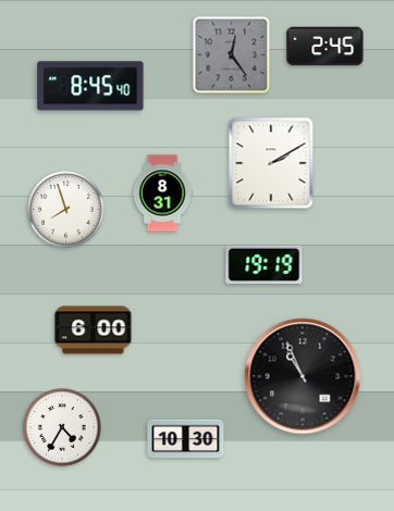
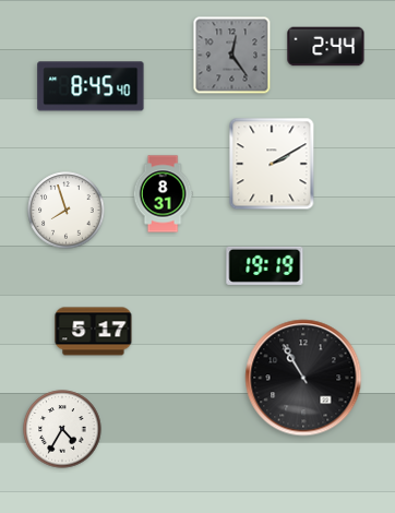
clock at (325, 47): 2:45 -> 2:44
clock at (94, 331): 6:00 -> 5:17
clock at (303, 376): 10:56 -> 10:55
clock at (186, 439): 10:30 -> none
